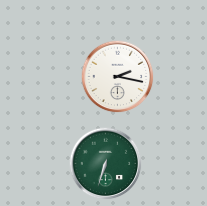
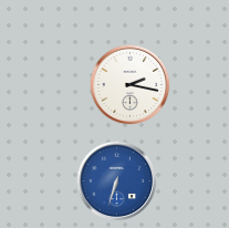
clock at (106, 164) dial: green -> blue
